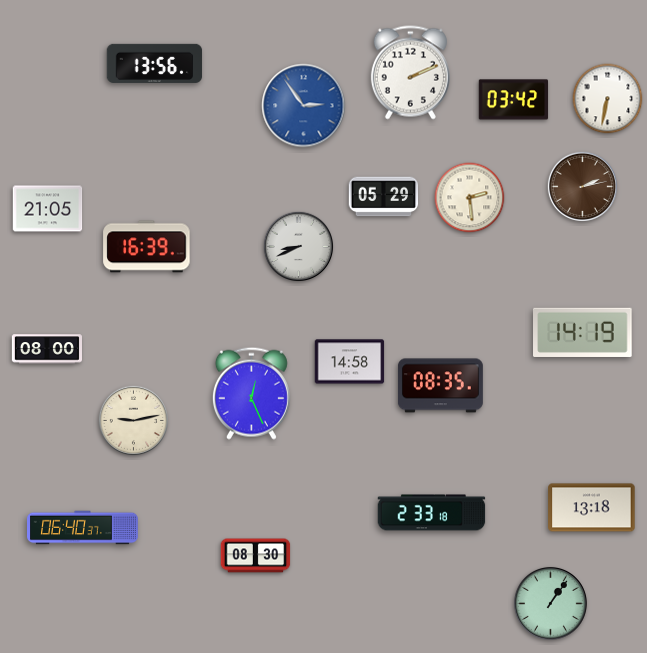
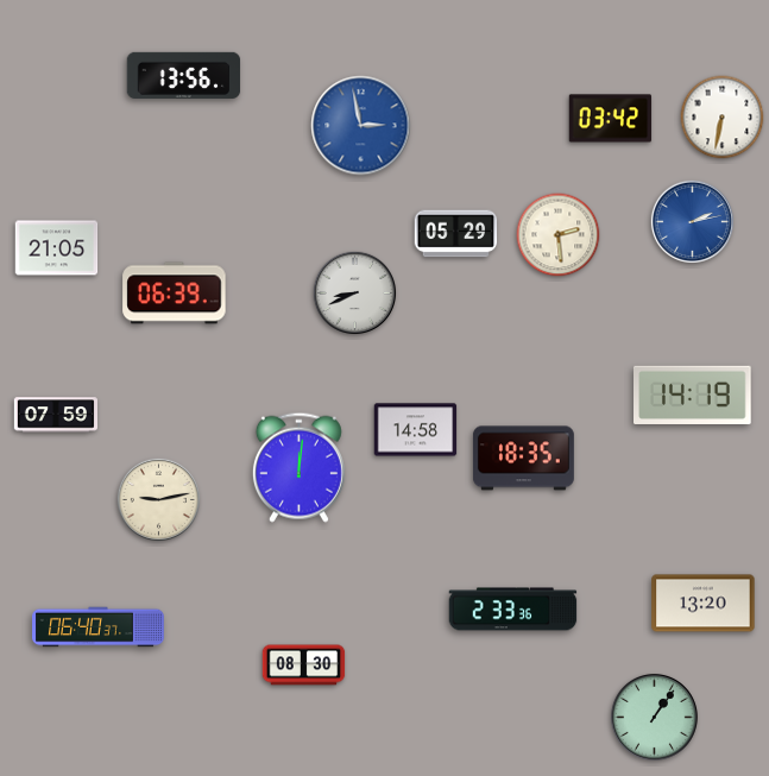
clock at (410, 73): 2:11 -> none
clock at (304, 106): 2:54 -> 2:58
clock at (582, 186) dial: brown -> blue
clock at (147, 247): 16:39 -> 06:39
clock at (46, 349): 08:00 -> 07:59
clock at (440, 386): 08:35 -> 18:35
clock at (251, 393): 12:26 -> 12:01
clock at (592, 508): 13:18 -> 13:20
clock at (432, 513): 2:33:18 -> 2:33:36
clock at (256, 556) position: (256, 556) -> (304, 665)
